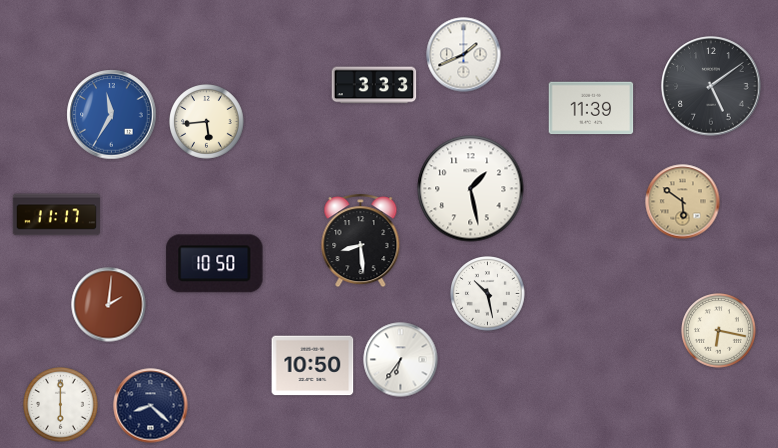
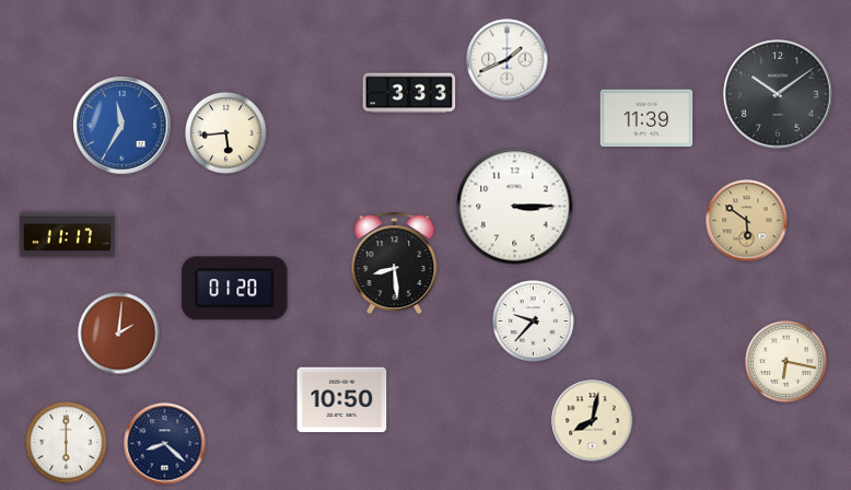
clock at (711, 86): 5:09 -> 10:09
clock at (471, 189): 1:28 -> 3:15
clock at (56, 215) position: (56, 215) -> (67, 235)
clock at (215, 264): 10:50 -> 01:20
clock at (488, 294): 10:28 -> 9:37
clock at (401, 360): 6:36 -> none
clock at (593, 421): none -> 8:02
